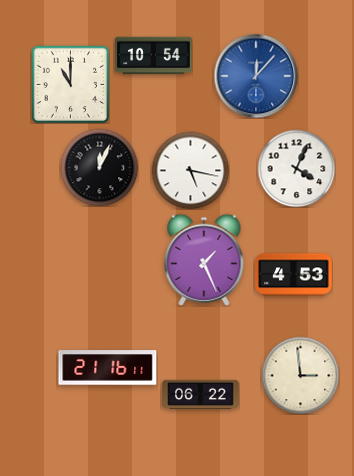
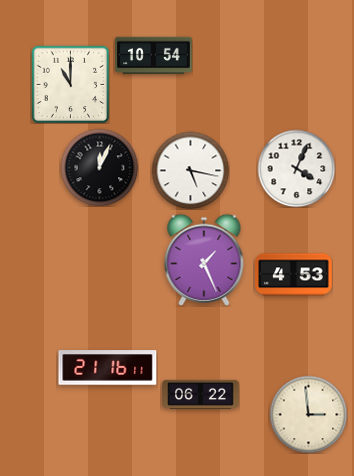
clock at (256, 76): 12:07 -> none
clock at (300, 375) position: (300, 375) -> (308, 414)
